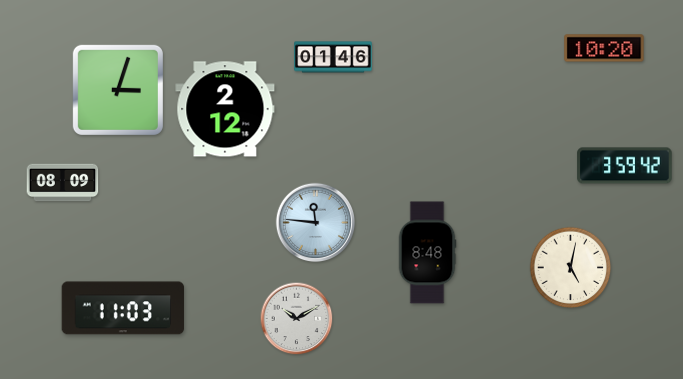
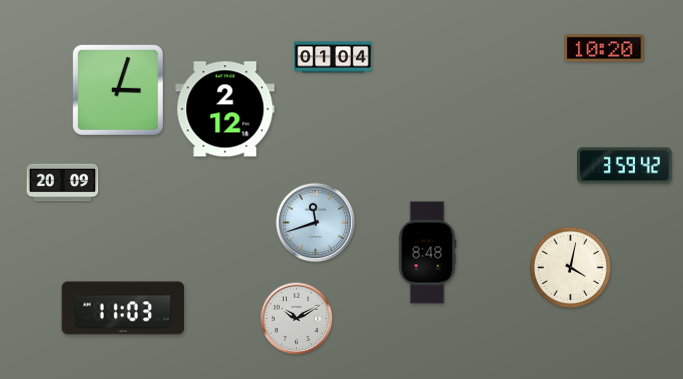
clock at (333, 57): 01:46 -> 01:04
clock at (63, 183): 08:09 -> 20:09
clock at (316, 223): 11:46 -> 11:42
clock at (571, 268): 5:02 -> 4:02
